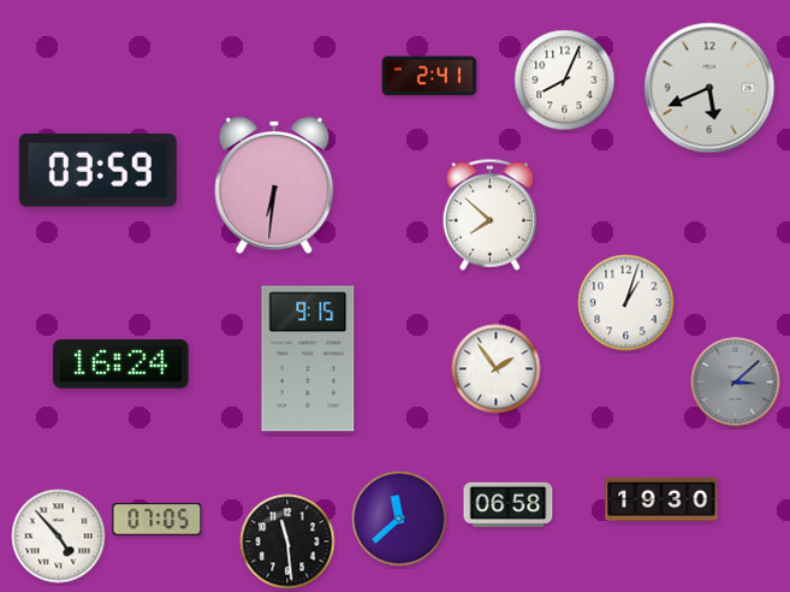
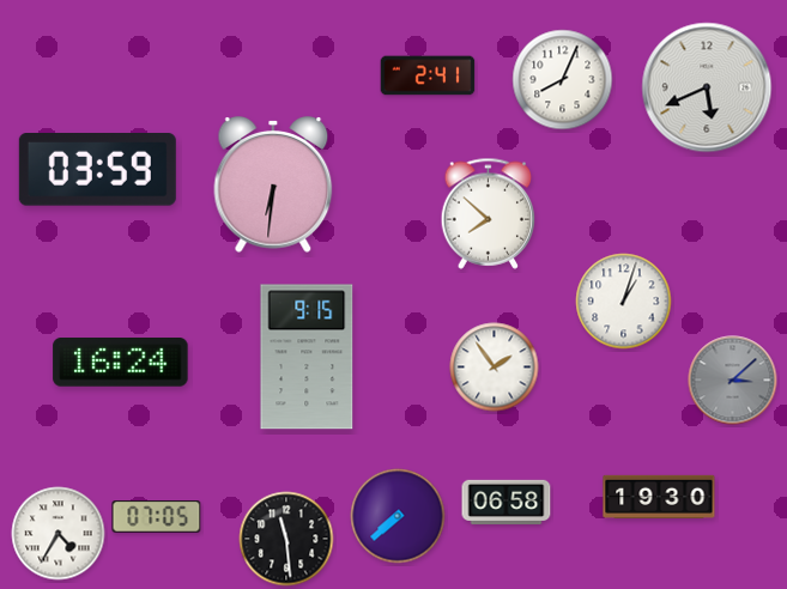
clock at (399, 519): 11:38 -> 7:38
clock at (59, 537): 4:53 -> 4:35
